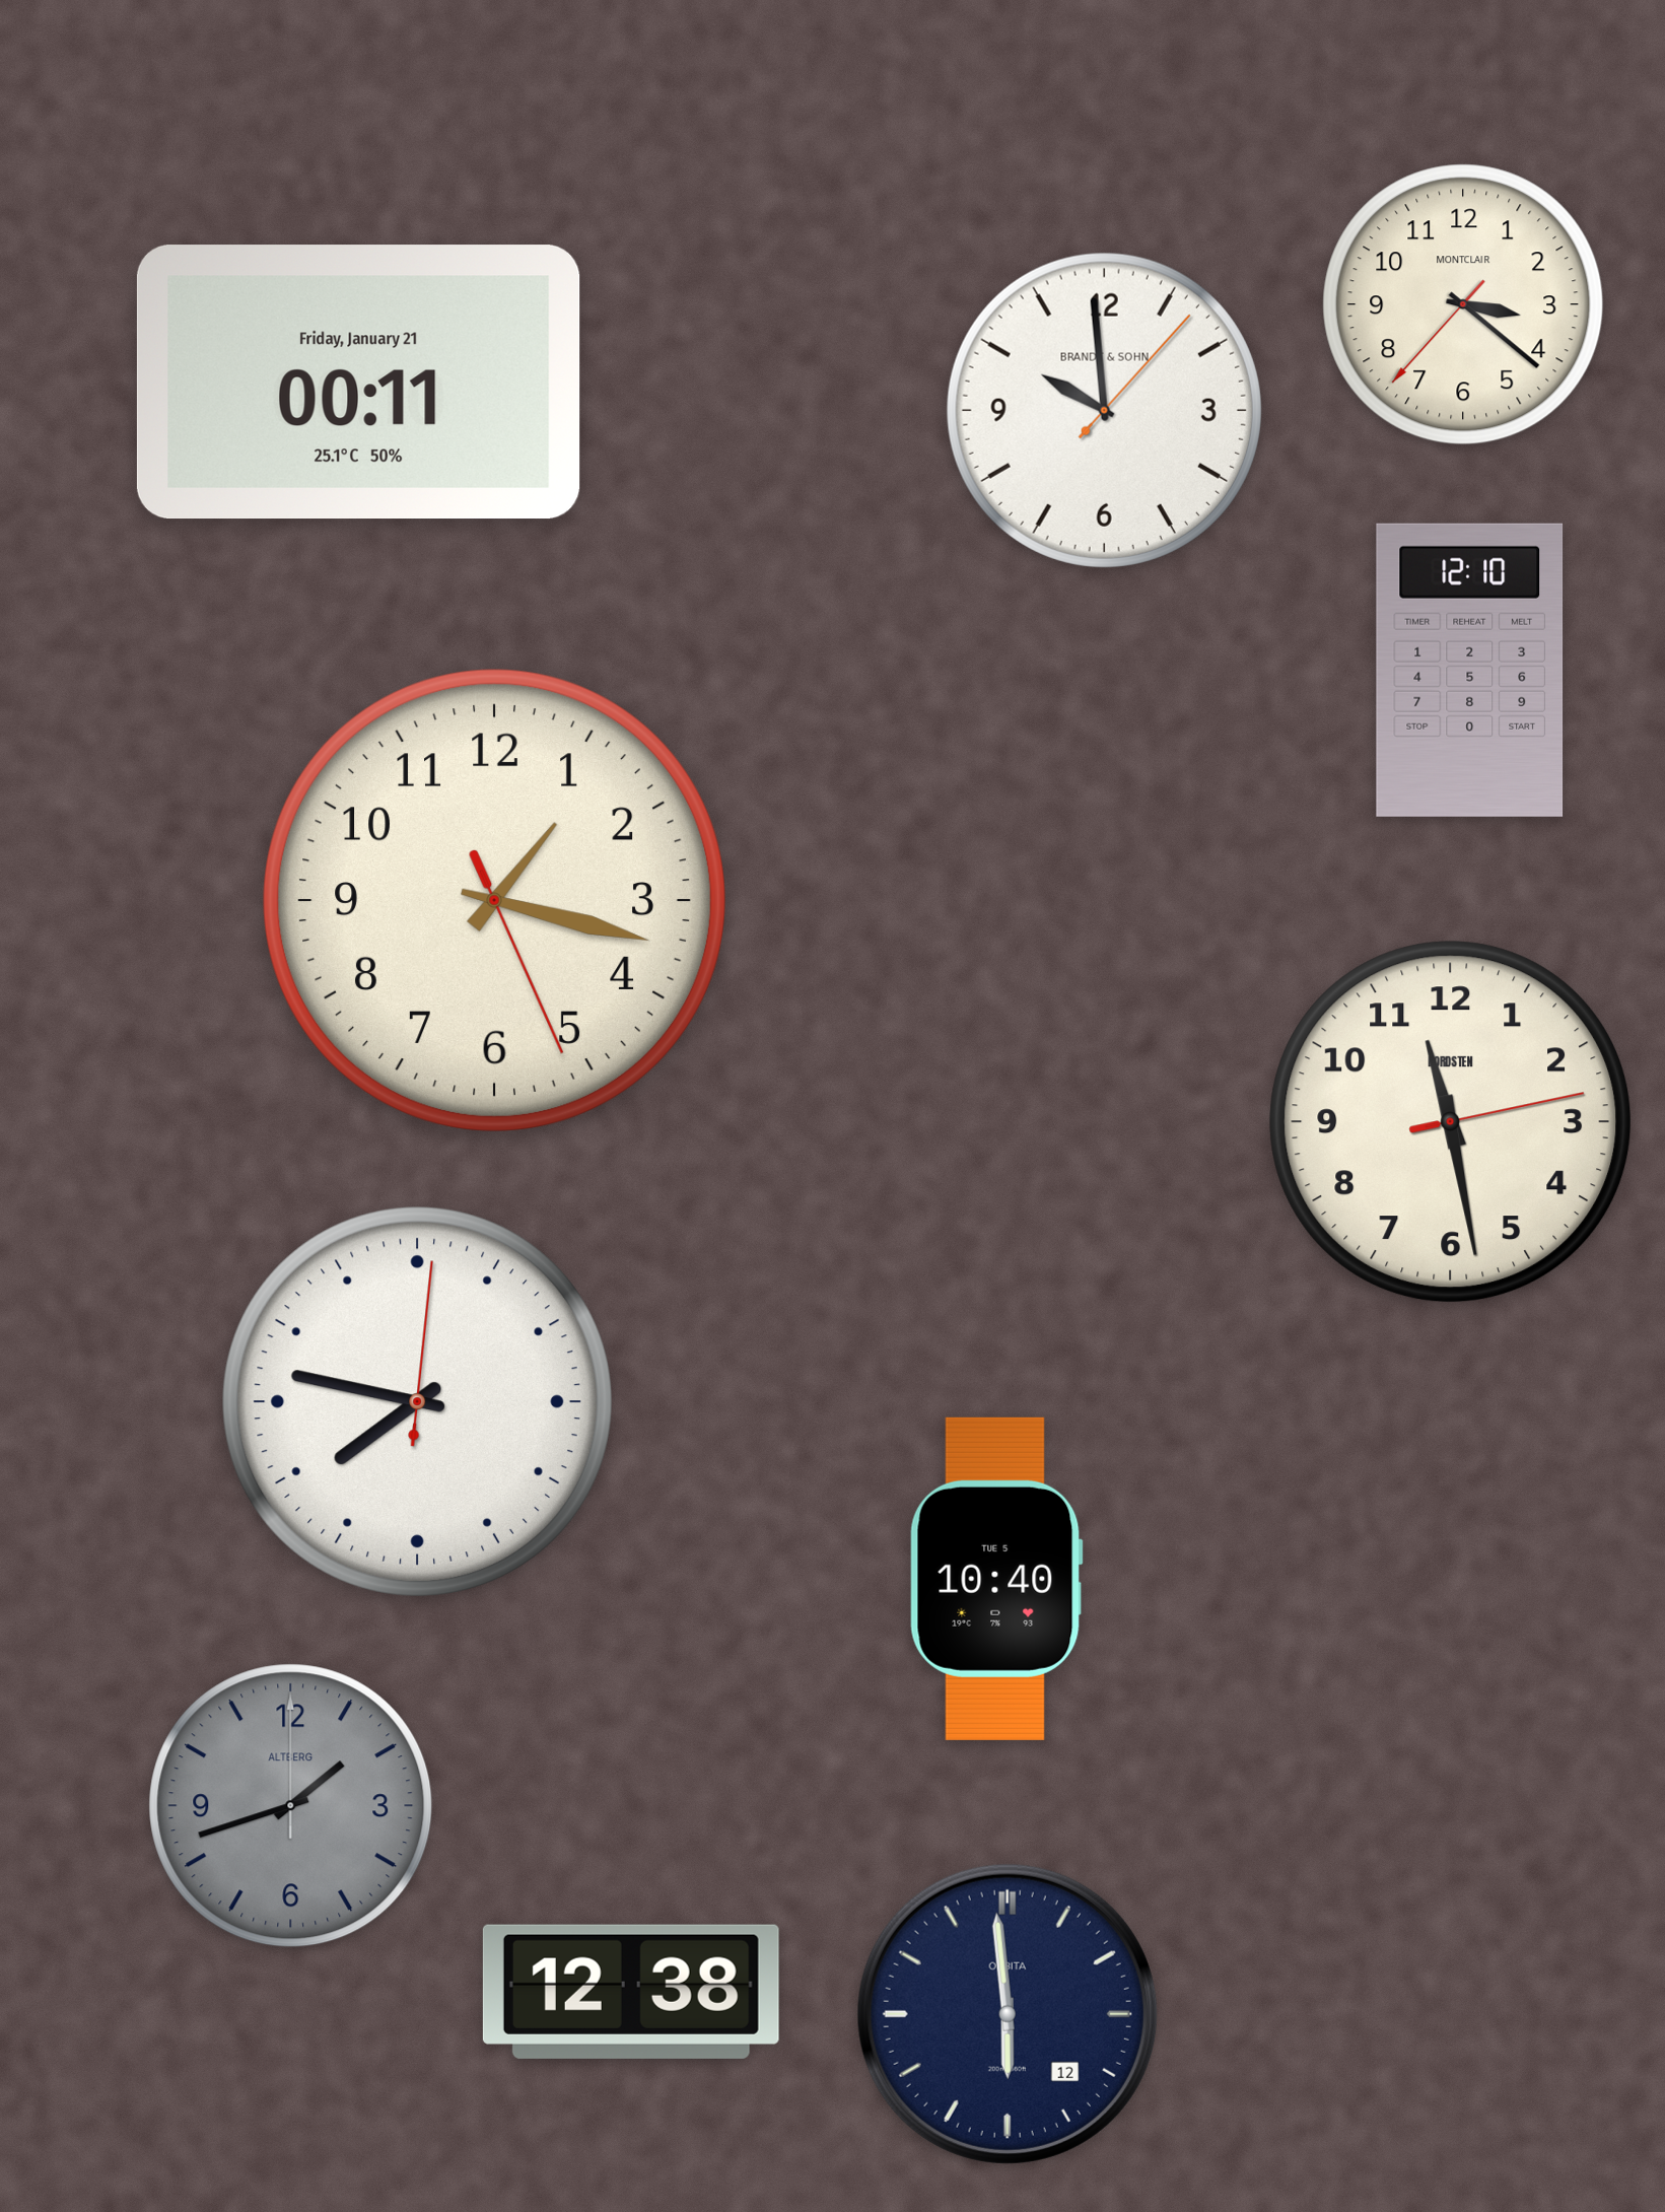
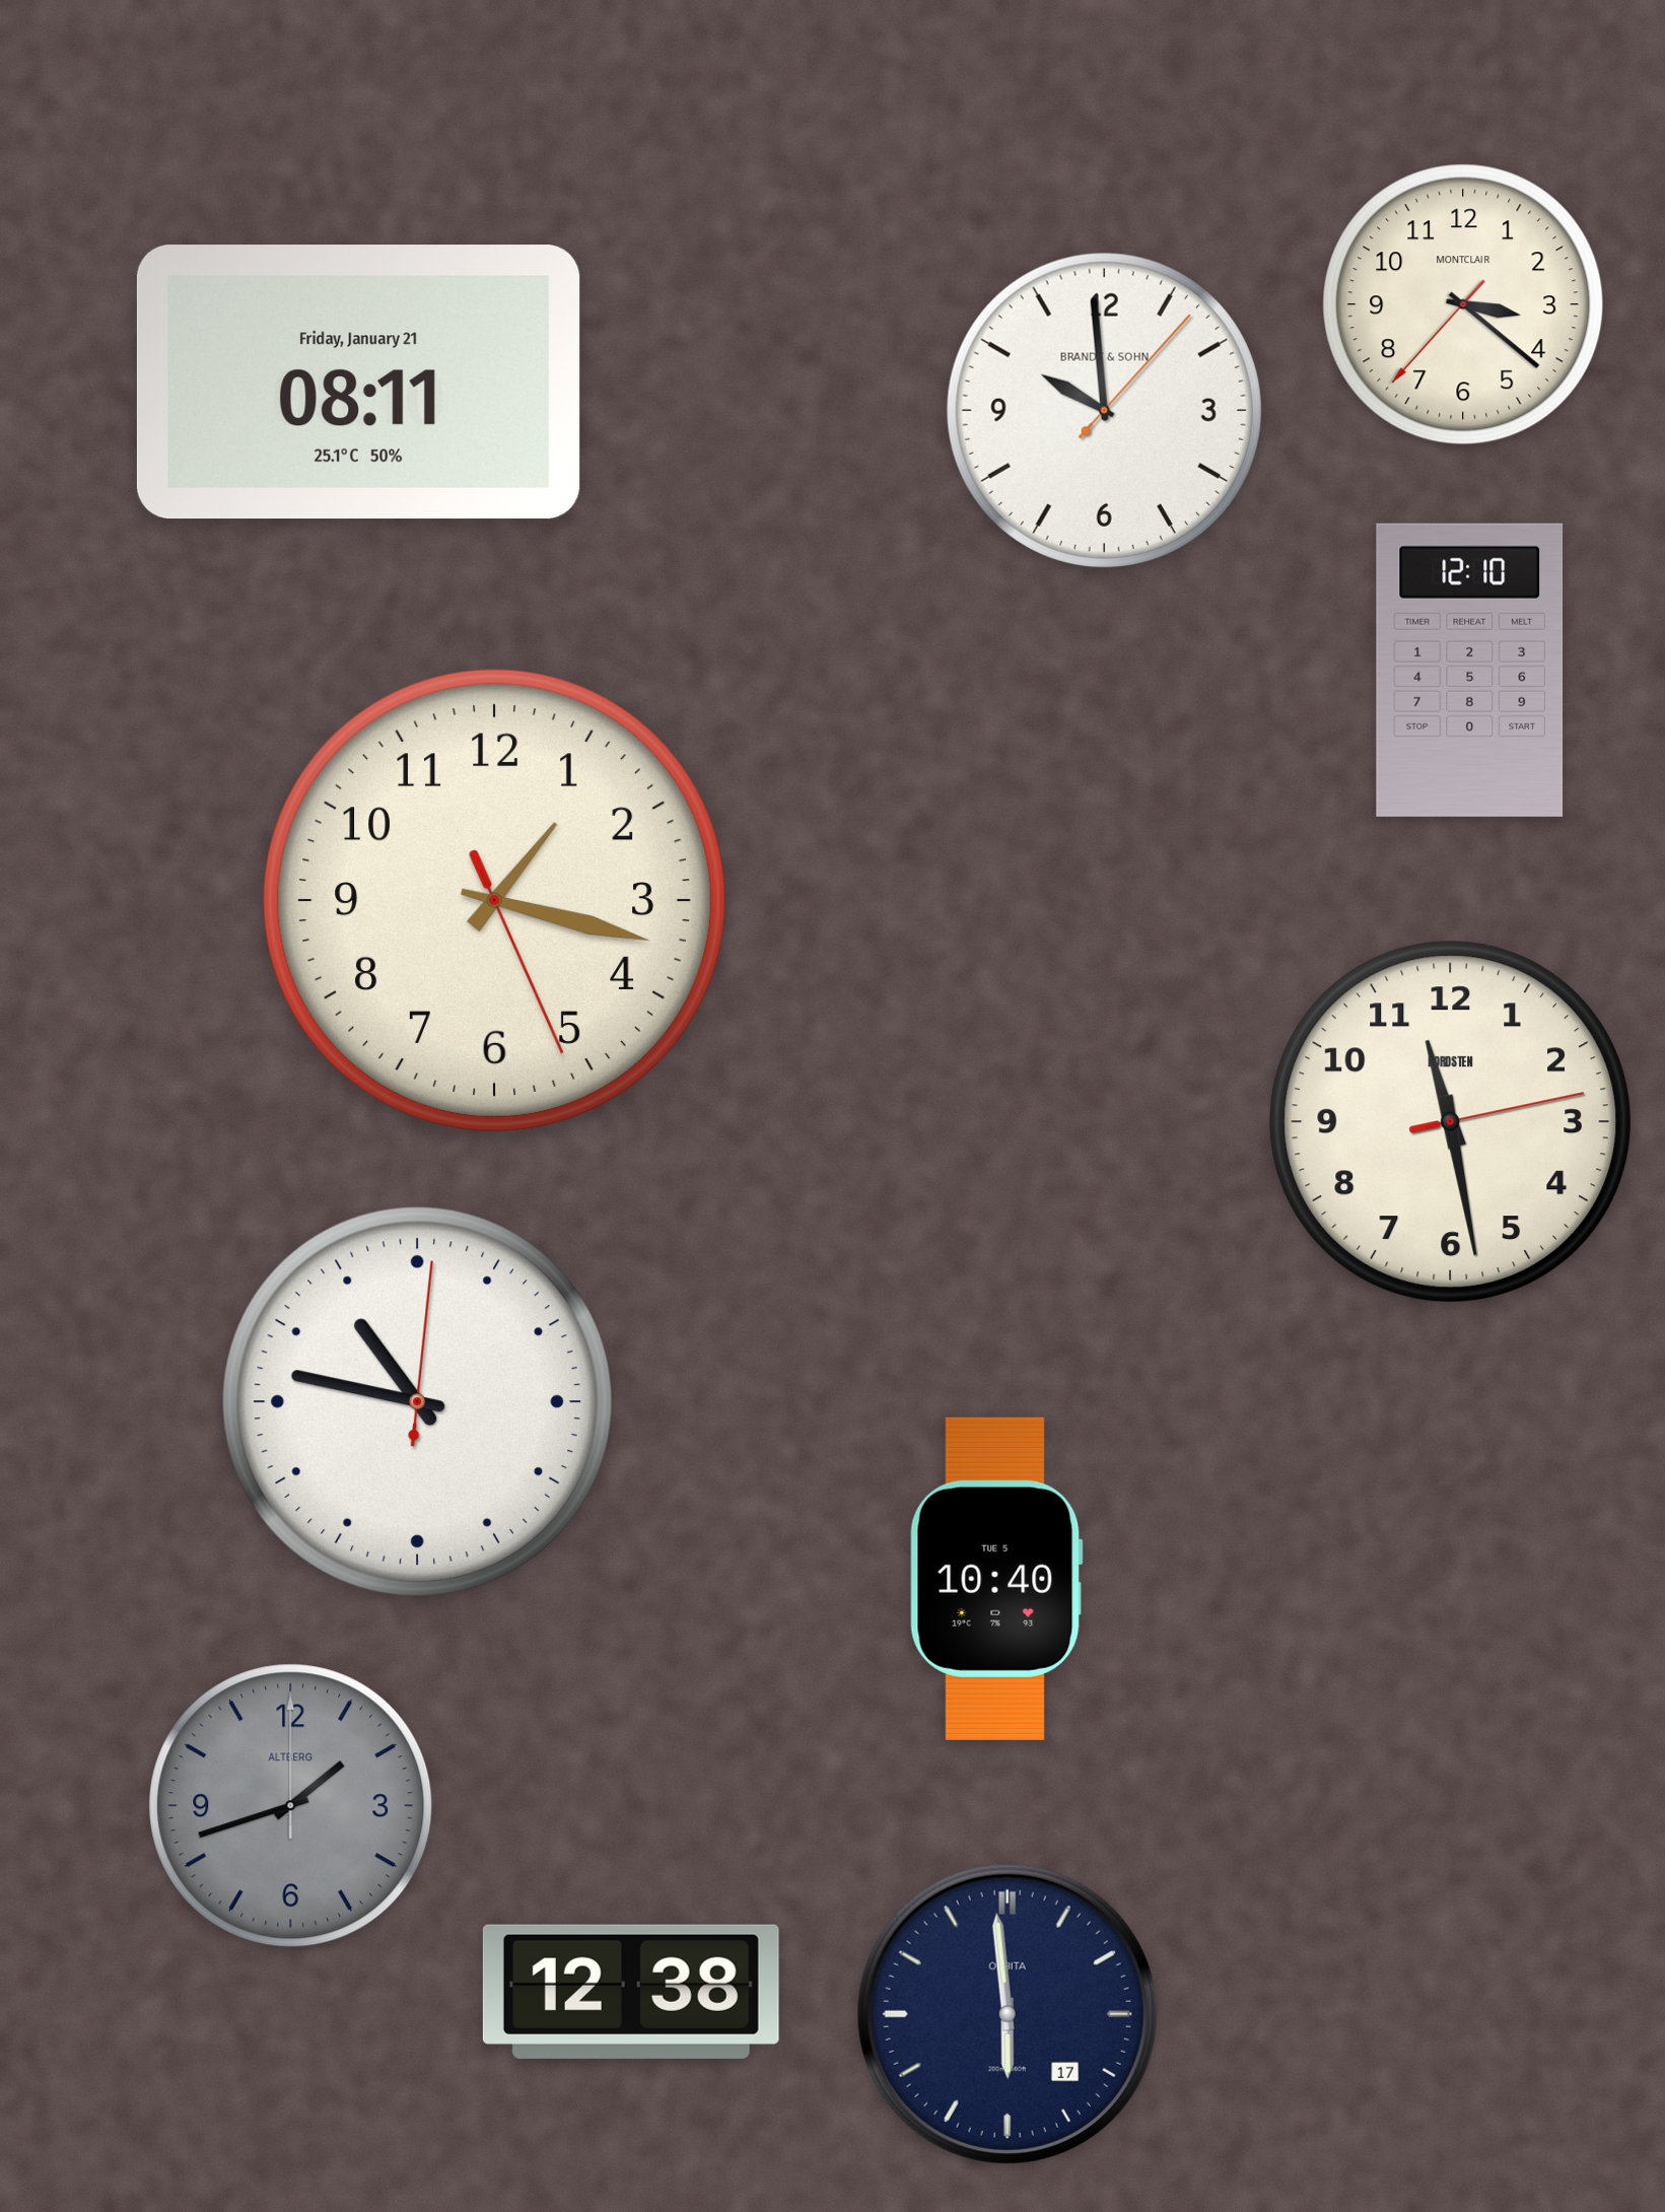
clock at (358, 383): 00:11 -> 08:11
clock at (417, 1401): 7:47 -> 10:47
clock at (1008, 2014) date: 12 -> 17
